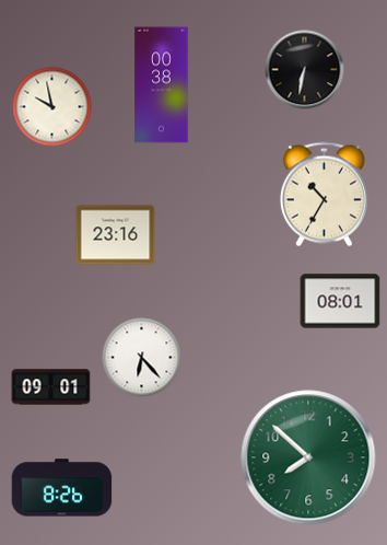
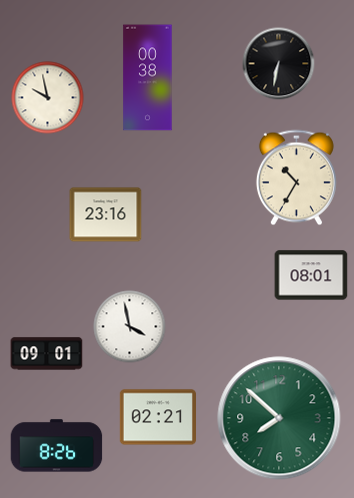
clock at (142, 358): 6:23 -> 3:58
clock at (157, 417): none -> 02:21
clock at (308, 457) position: (308, 457) -> (279, 418)
